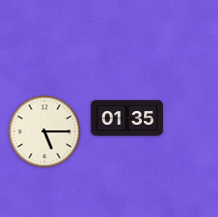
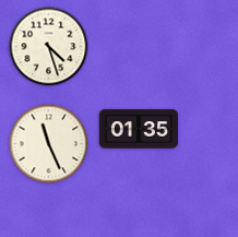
clock at (49, 47): none -> 4:27
clock at (45, 132): 5:15 -> 11:26
